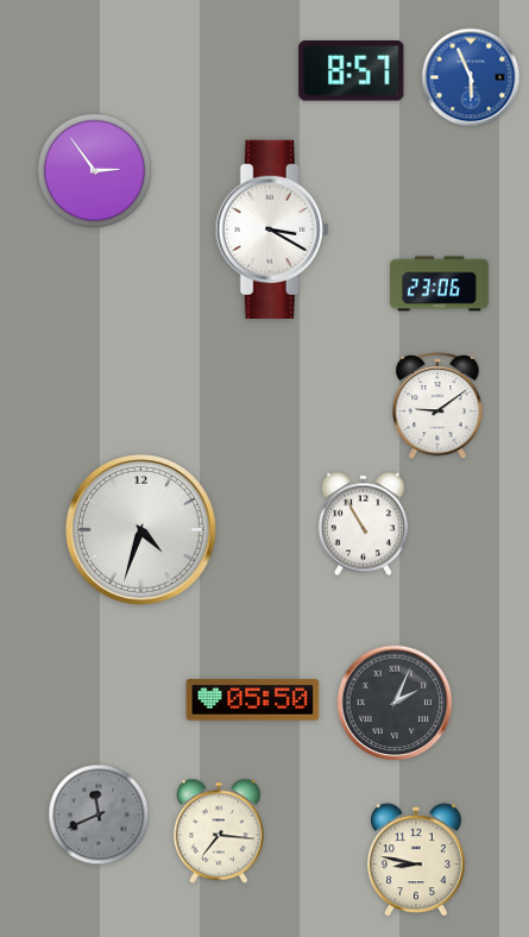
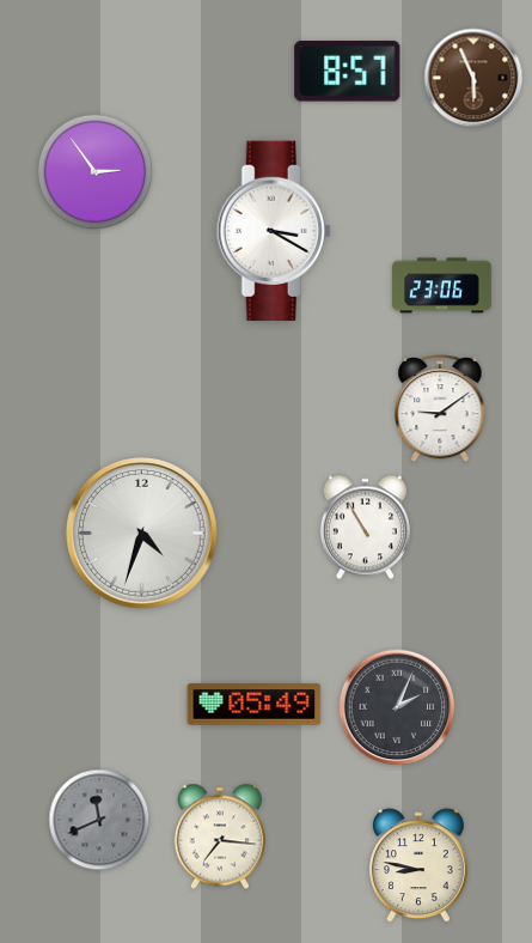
clock at (352, 71) position: (352, 71) -> (348, 72)
clock at (471, 77) dial: blue -> brown
clock at (253, 700): 05:50 -> 05:49
